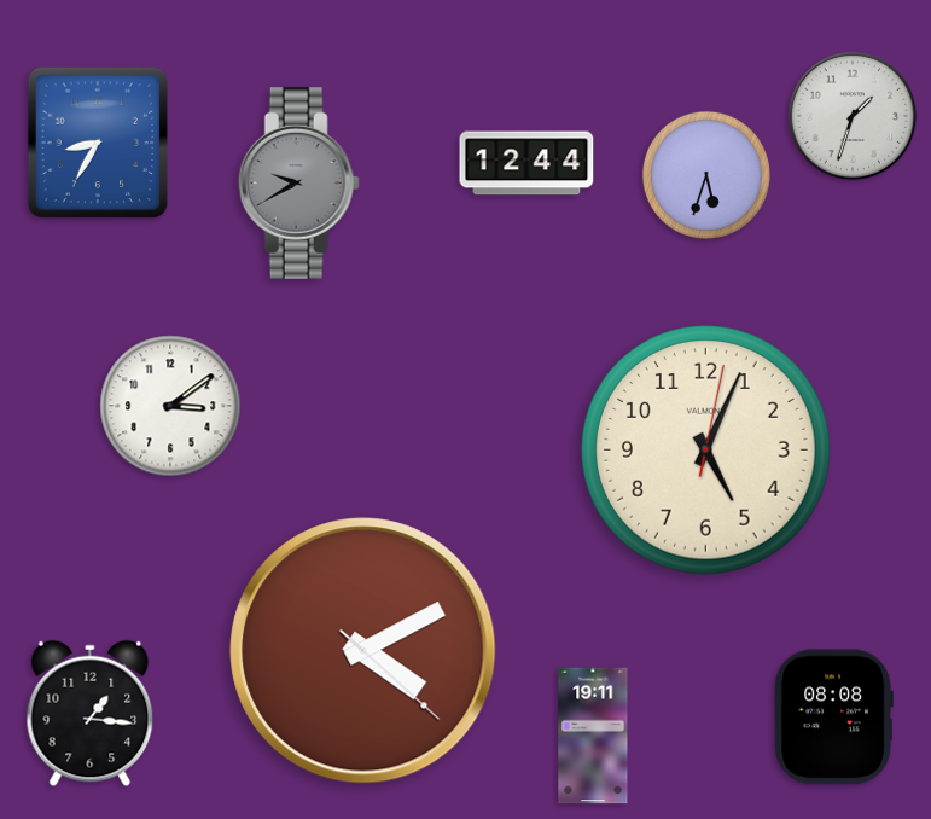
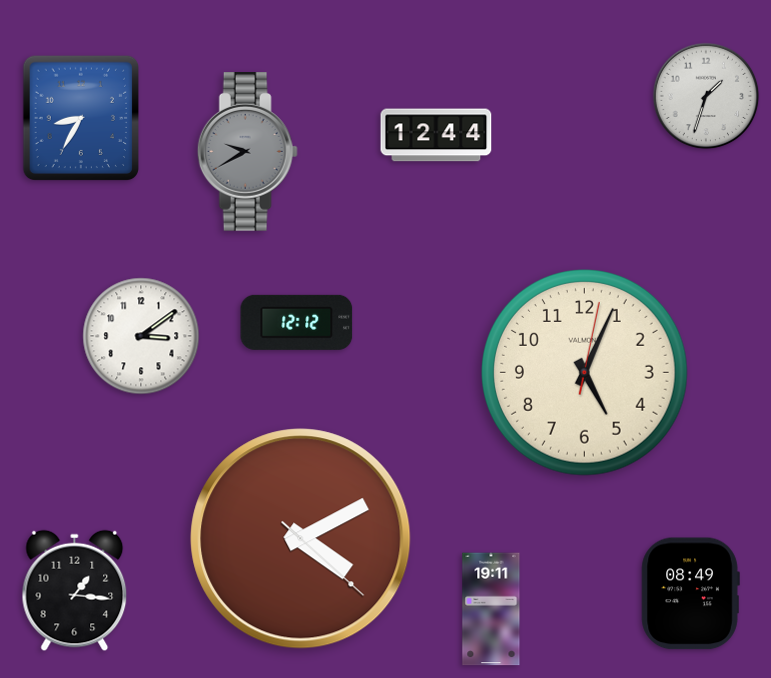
clock at (706, 175): 5:33 -> none
clock at (297, 322): none -> 12:12
clock at (833, 718): 08:08 -> 08:49
